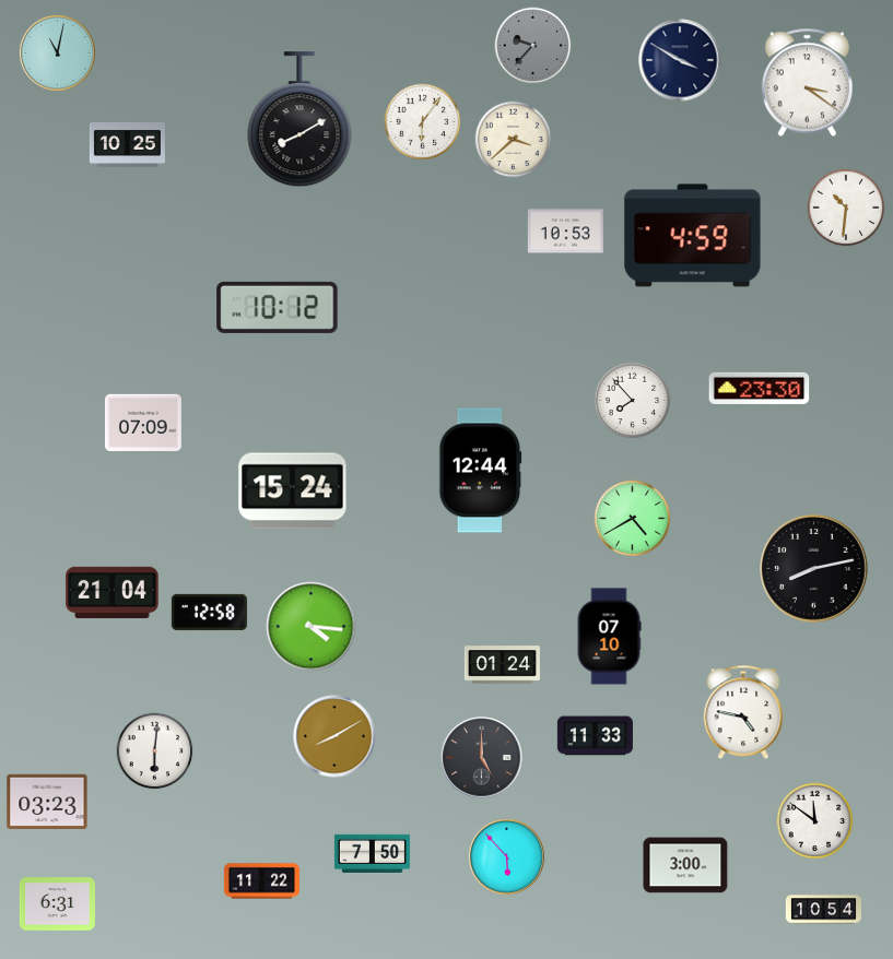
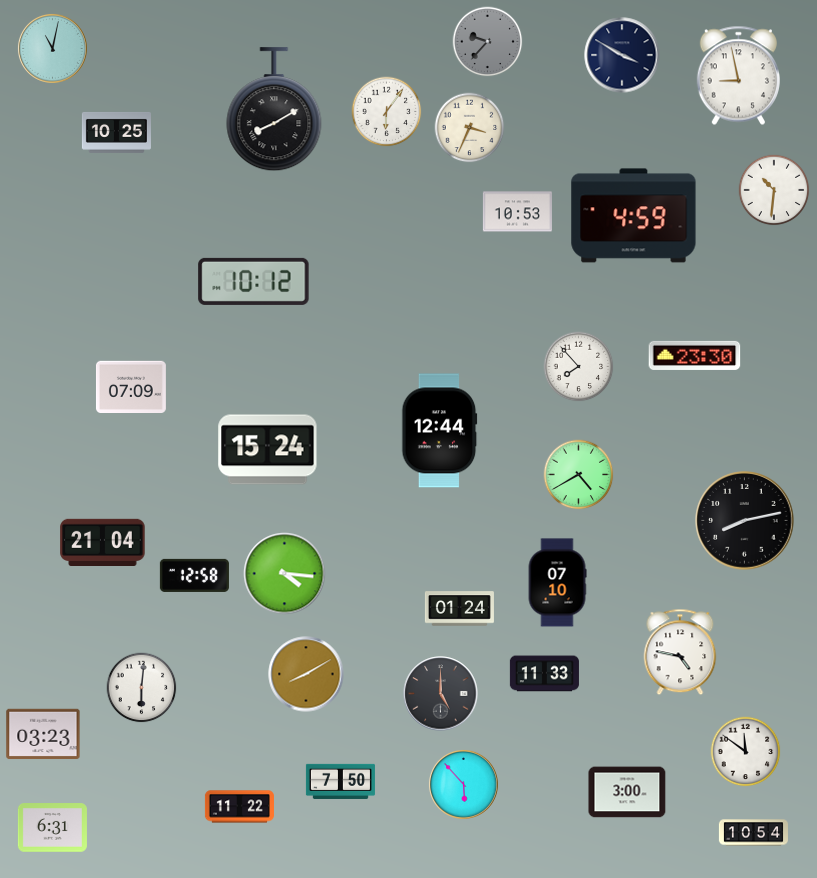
clock at (807, 83): 3:21 -> 8:58
clock at (514, 140): 3:38 -> 3:34
clock at (209, 612) position: (209, 612) -> (194, 575)
